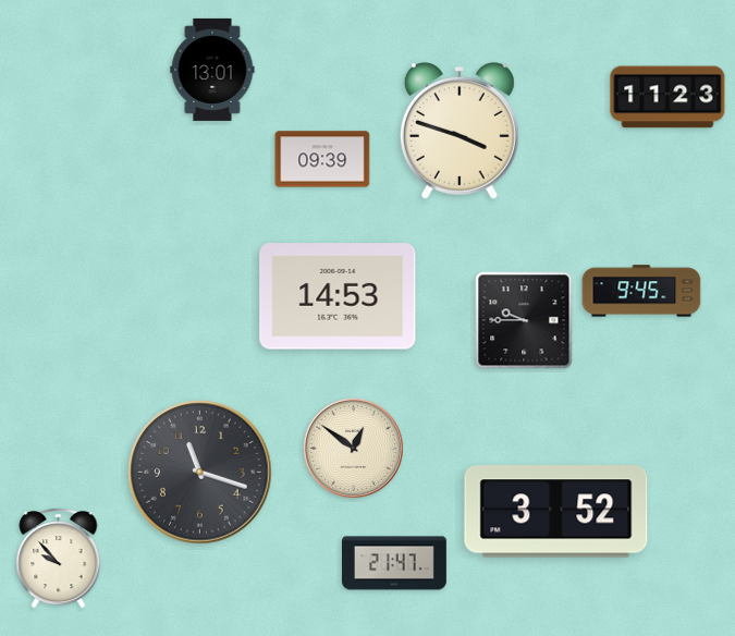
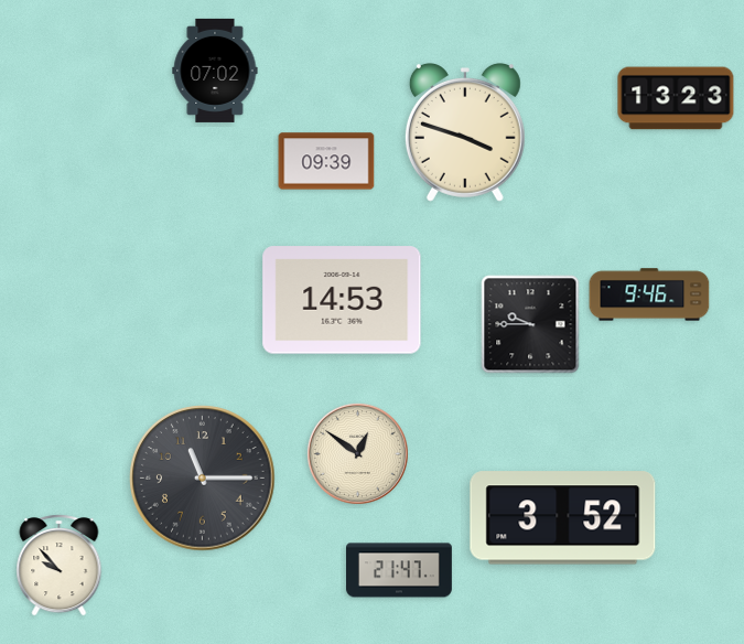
clock at (212, 70): 13:01 -> 07:02
clock at (667, 97): 11:23 -> 13:23
clock at (641, 291): 9:45 -> 9:46
clock at (200, 473): 11:18 -> 11:15
